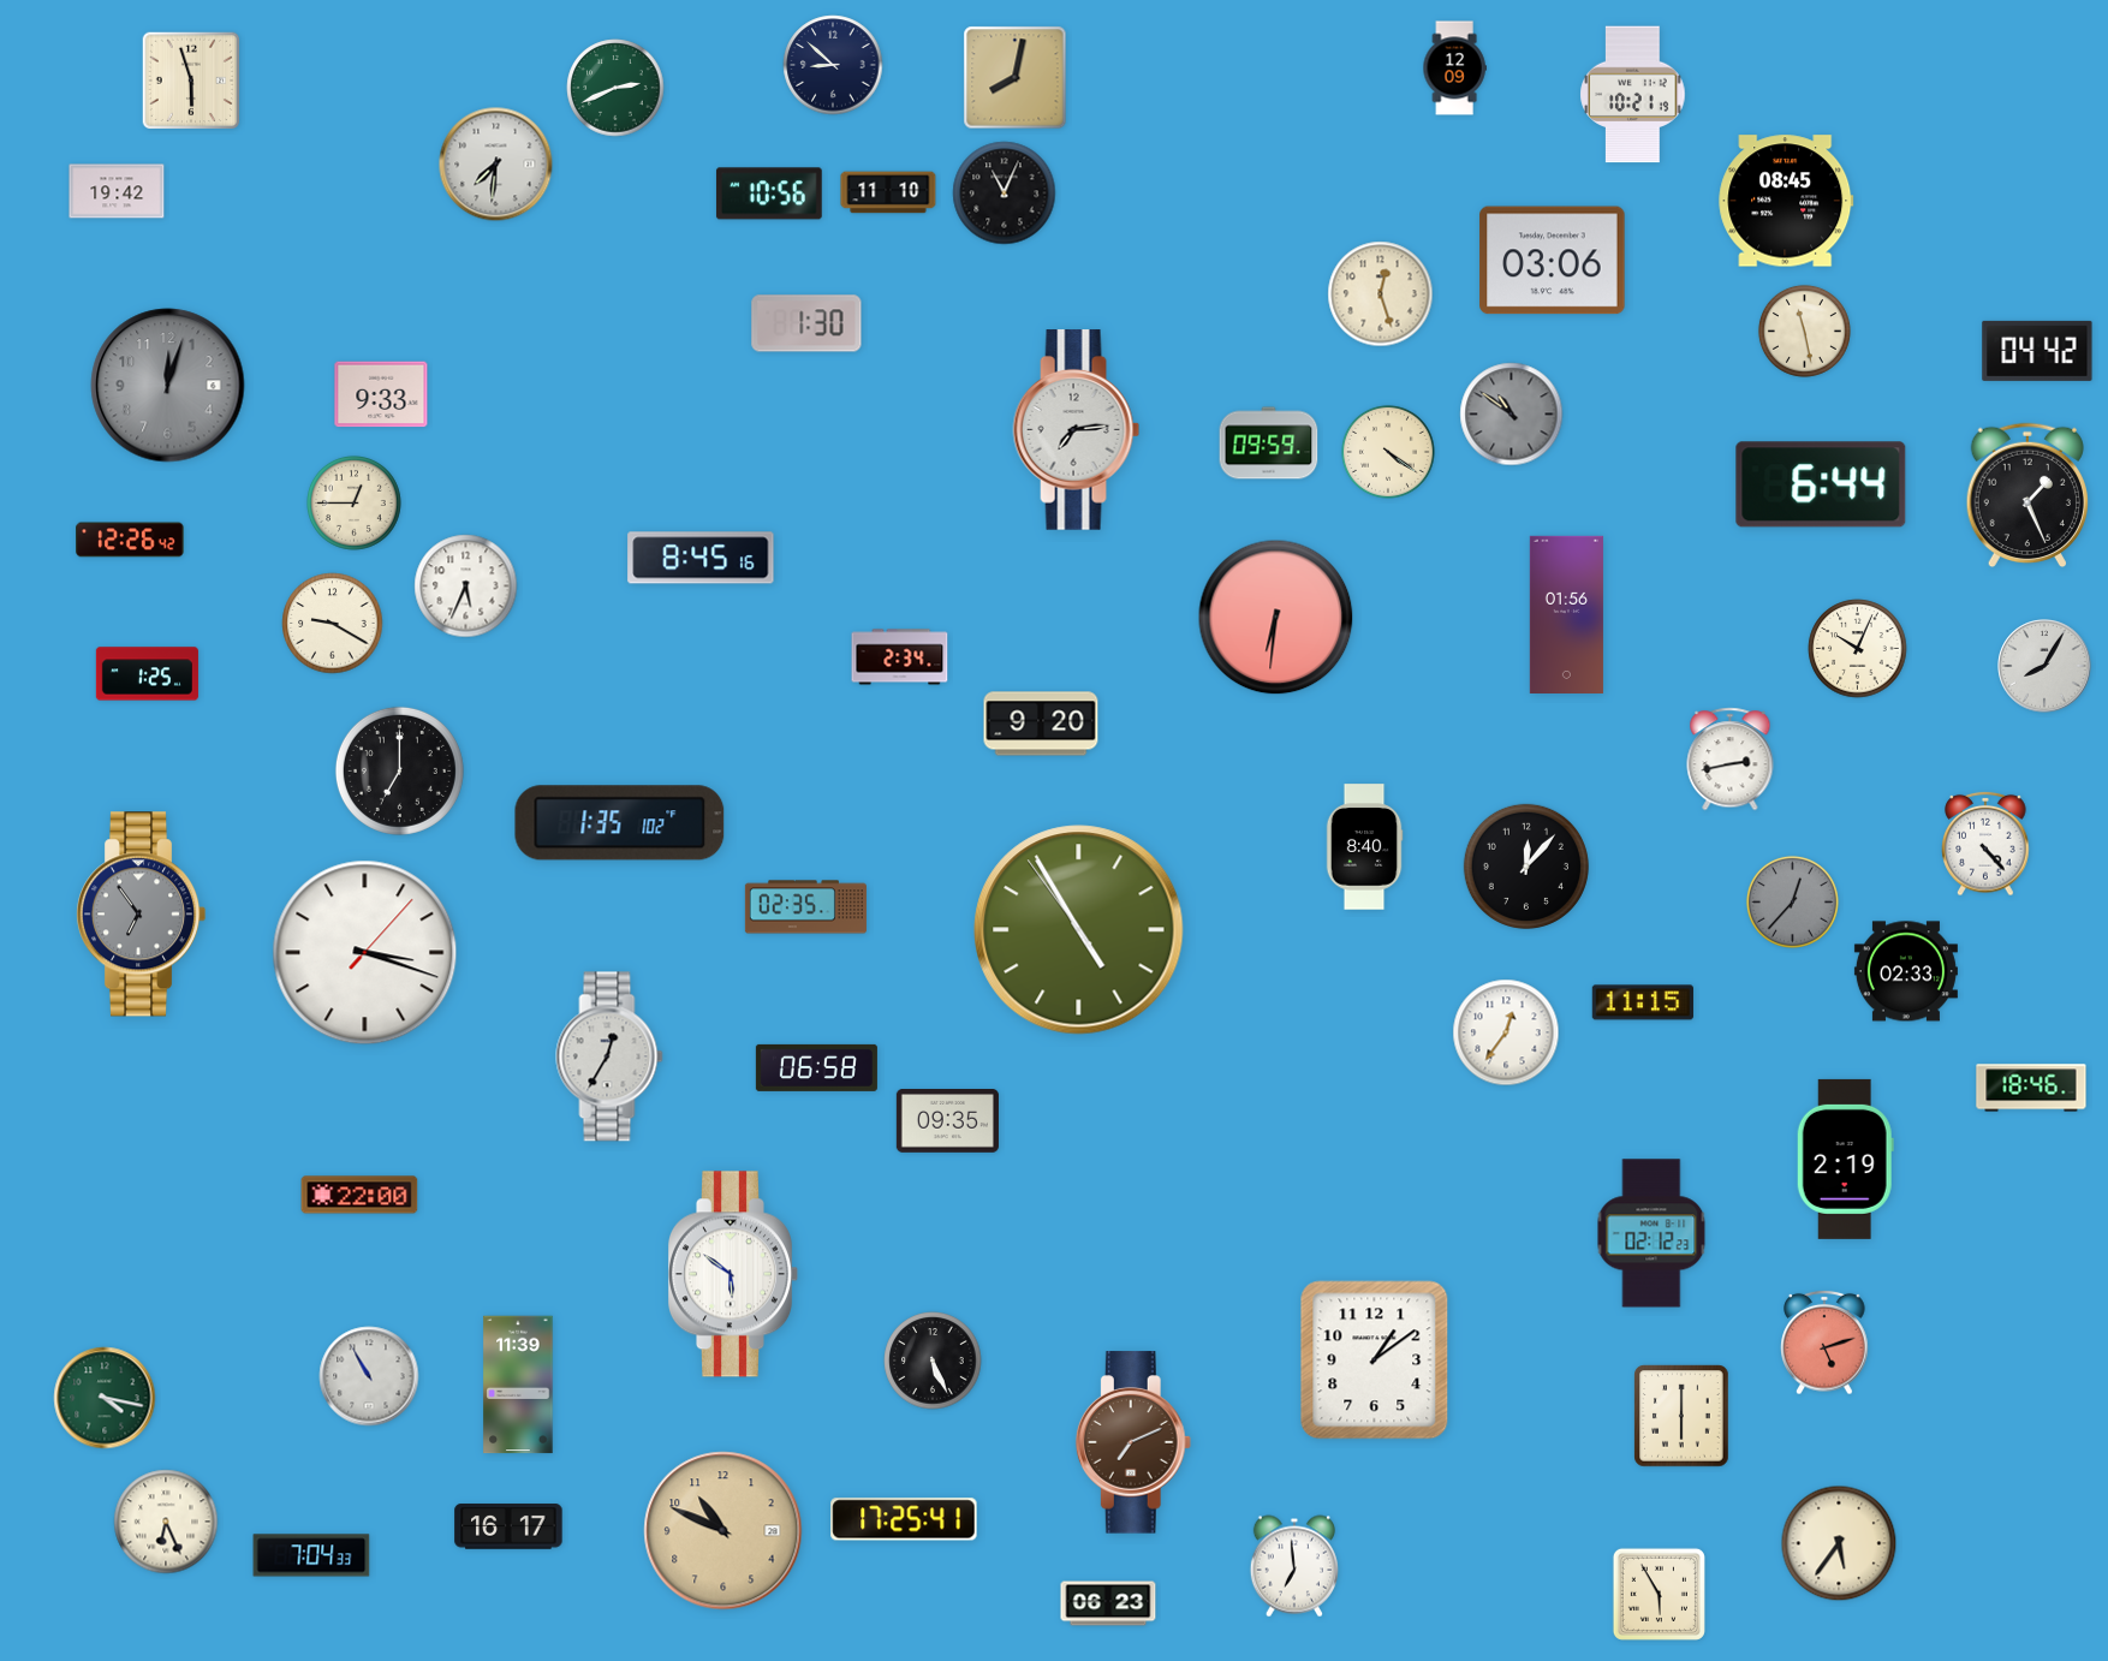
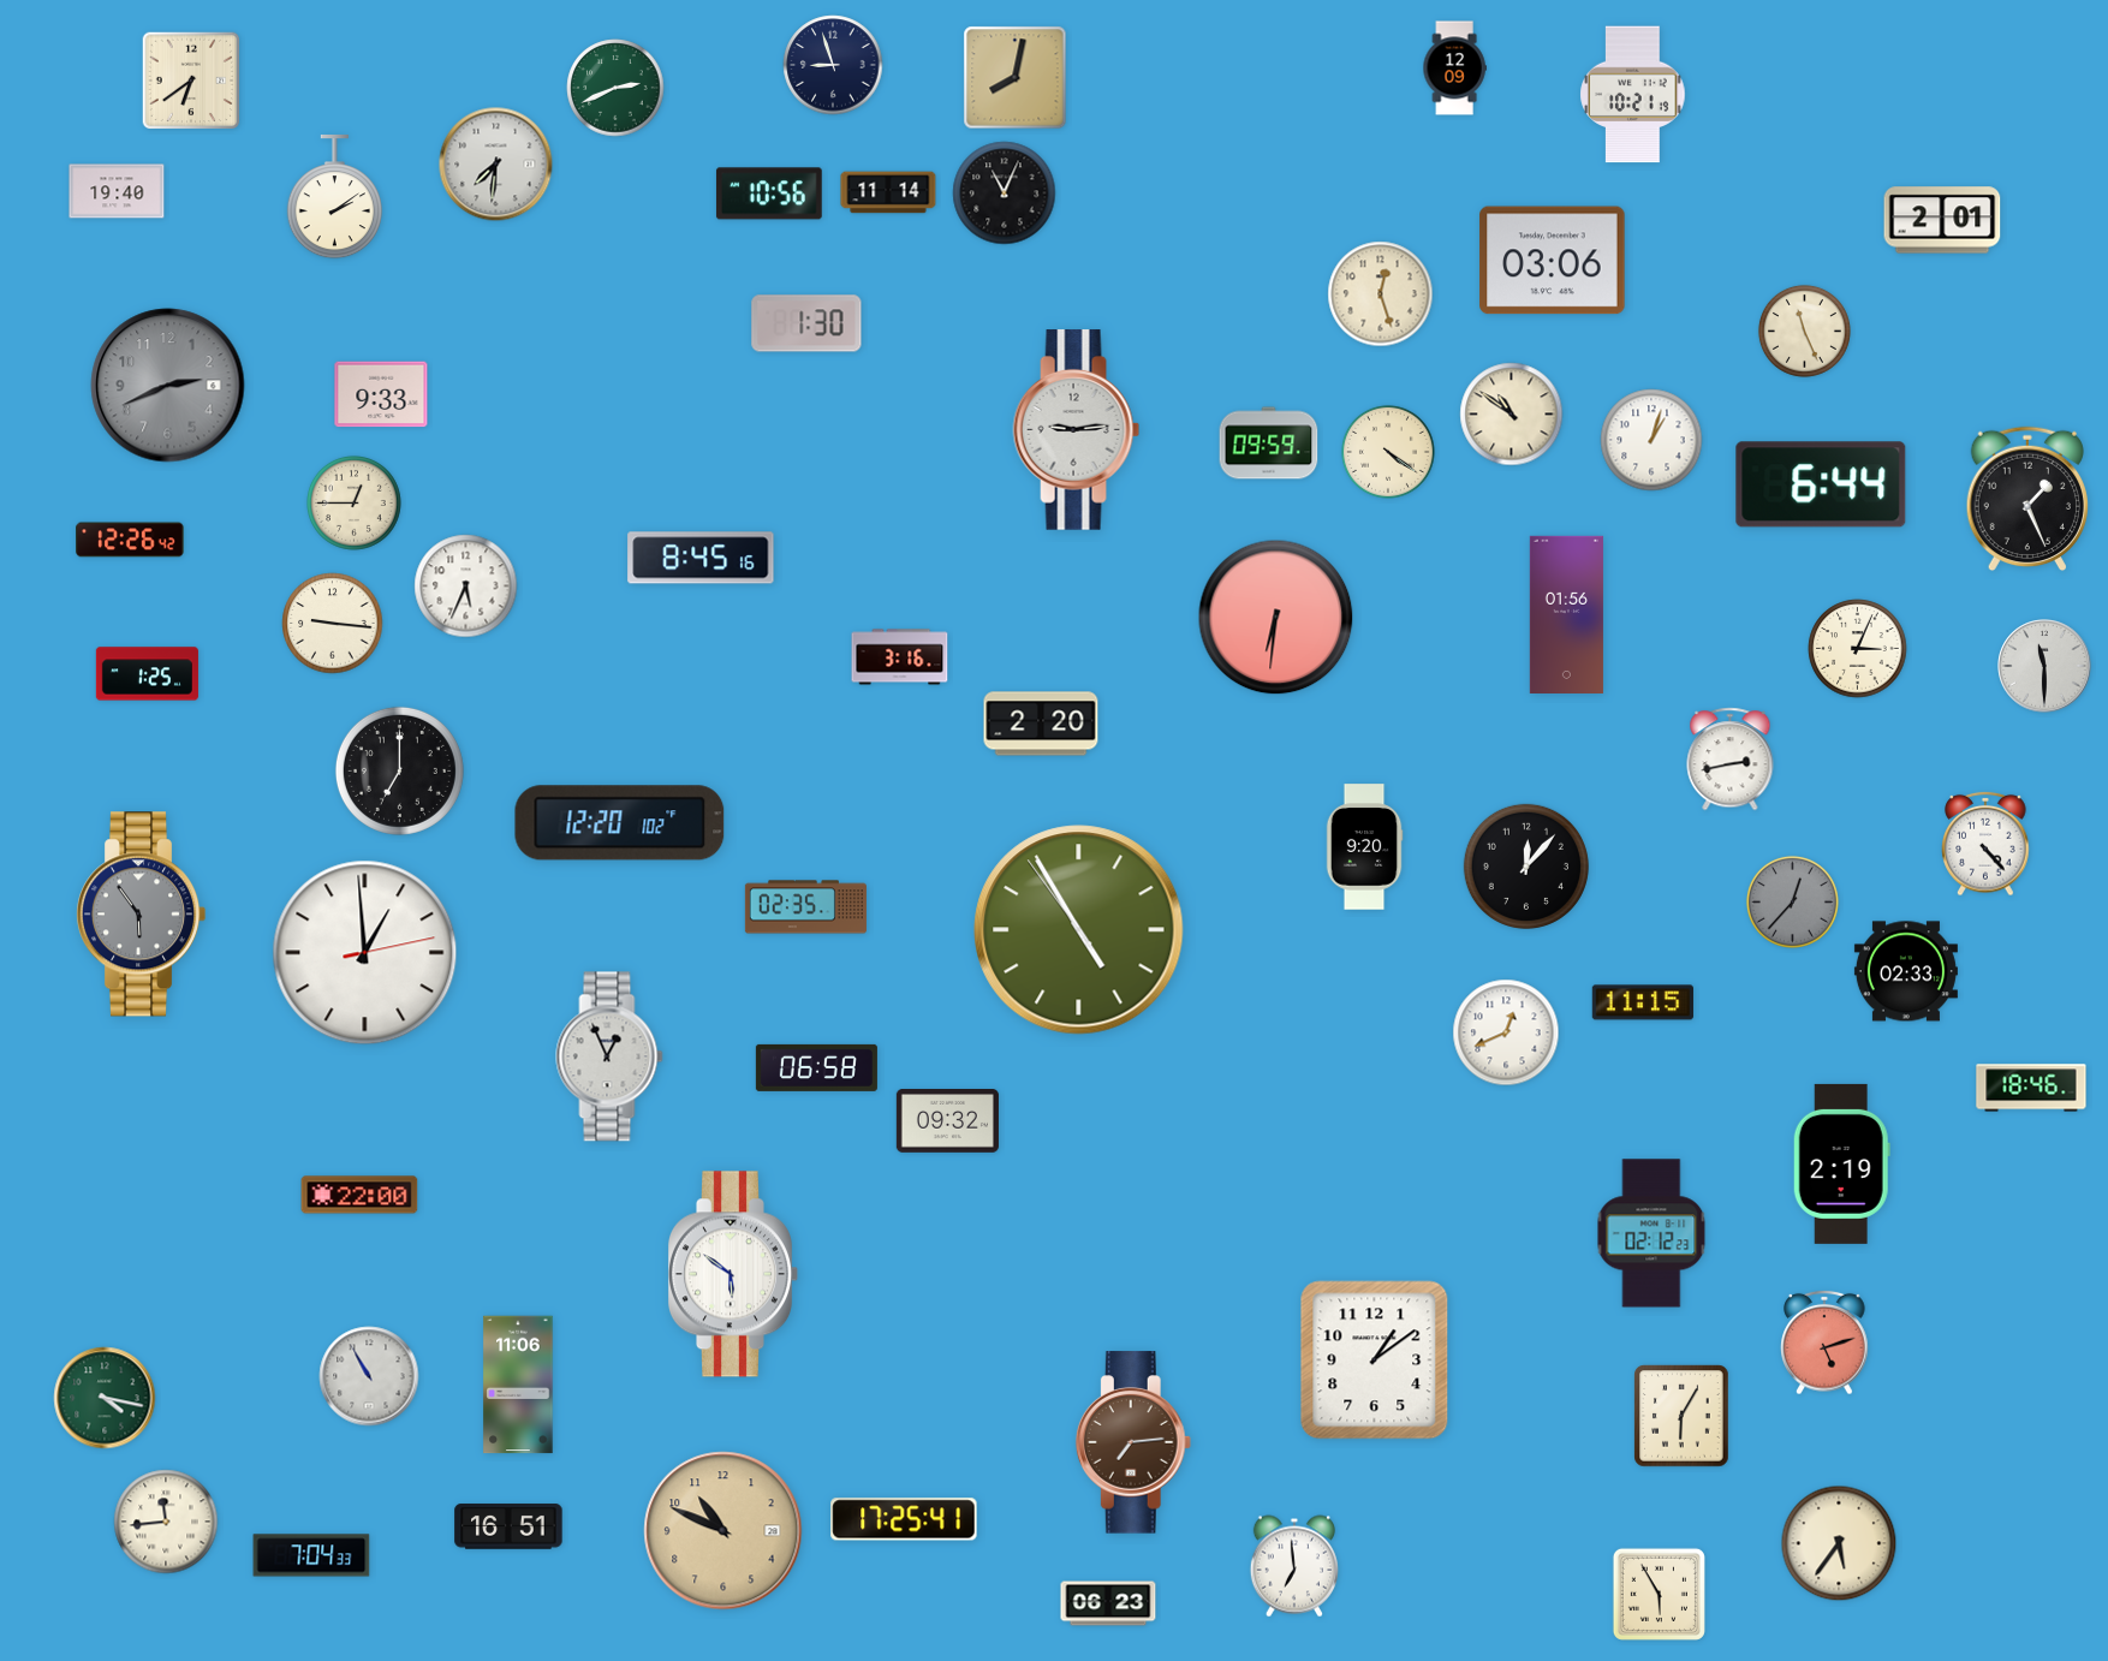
clock at (833, 65): 8:52 -> 8:57
clock at (191, 81): 5:57 -> 6:39
clock at (117, 191): 19:42 -> 19:40
clock at (888, 192): 11:10 -> 11:14
clock at (334, 197): none -> 2:09
clock at (1786, 201): 08:45 -> none
clock at (1942, 220): none -> 2:01
clock at (1804, 331): 11:28 -> 11:26
clock at (2037, 351): 04:42 -> none
clock at (168, 386): 12:03 -> 2:41
clock at (1512, 415) dial: grey -> cream
clock at (1077, 430): 7:14 -> 9:14
clock at (1651, 440): none -> 1:03
clock at (2026, 495) position: (2026, 495) -> (2026, 499)
clock at (333, 624): 9:20 -> 9:16
clock at (1858, 649): 10:04 -> 3:04
clock at (900, 657): 2:34 -> 3:16
clock at (2044, 666): 8:05 -> 11:30
clock at (1041, 724): 9:20 -> 2:20
clock at (620, 823): 1:35 -> 12:20
clock at (1364, 847): 8:40 -> 9:20
clock at (141, 915): 6:54 -> 5:54
clock at (365, 953): 3:18 -> 12:59
clock at (1506, 1032): 12:36 -> 12:41
clock at (609, 1056): 12:35 -> 12:56
clock at (947, 1121): 09:35 -> 09:32
clock at (1845, 1159) position: (1845, 1159) -> (1841, 1163)
clock at (933, 1361): 5:26 -> none
clock at (518, 1385): 11:39 -> 11:06
clock at (1681, 1416): 6:00 -> 6:05
clock at (1133, 1442): 7:11 -> 7:14
clock at (166, 1522): 6:26 -> 11:44
clock at (508, 1526): 16:17 -> 16:51
